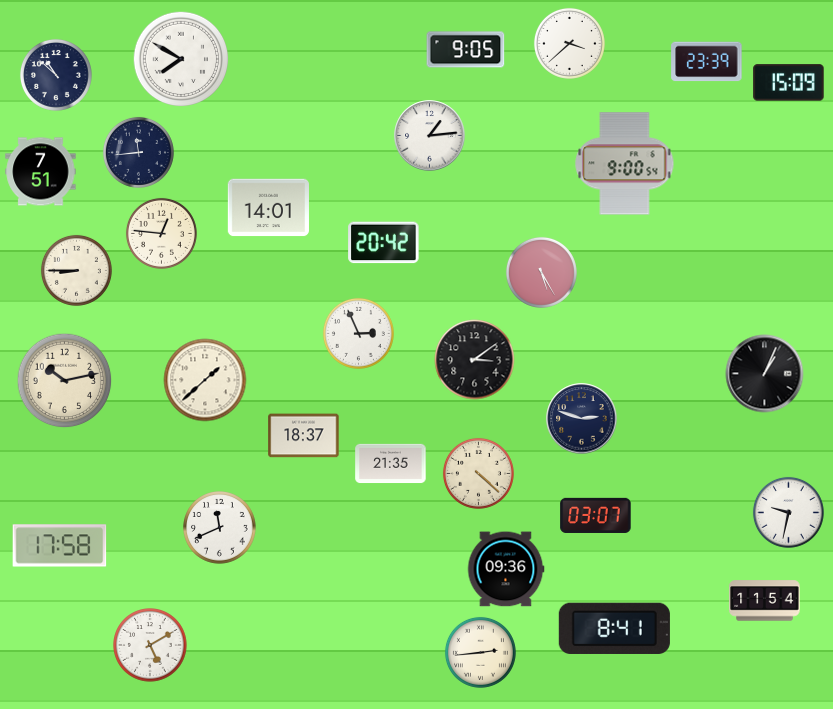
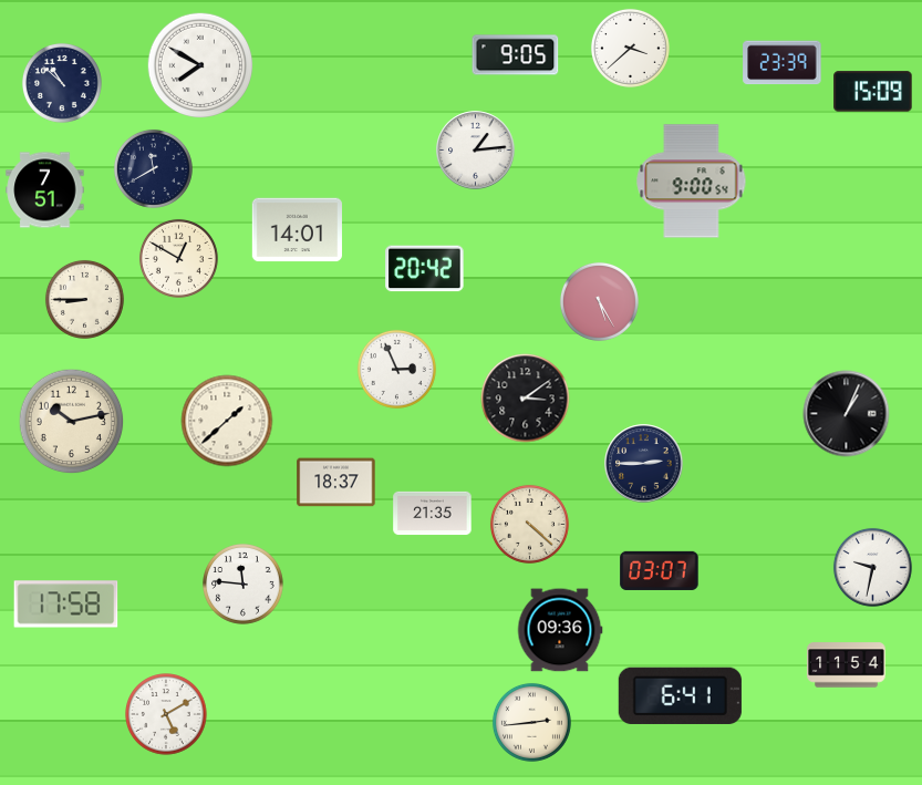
clock at (707, 62) position: (707, 62) -> (783, 63)
clock at (138, 152): 11:44 -> 11:40
clock at (161, 233): 12:46 -> 12:50
clock at (582, 419): 2:48 -> 2:45
clock at (220, 528): 11:41 -> 11:46
clock at (614, 628): 8:41 -> 6:41
